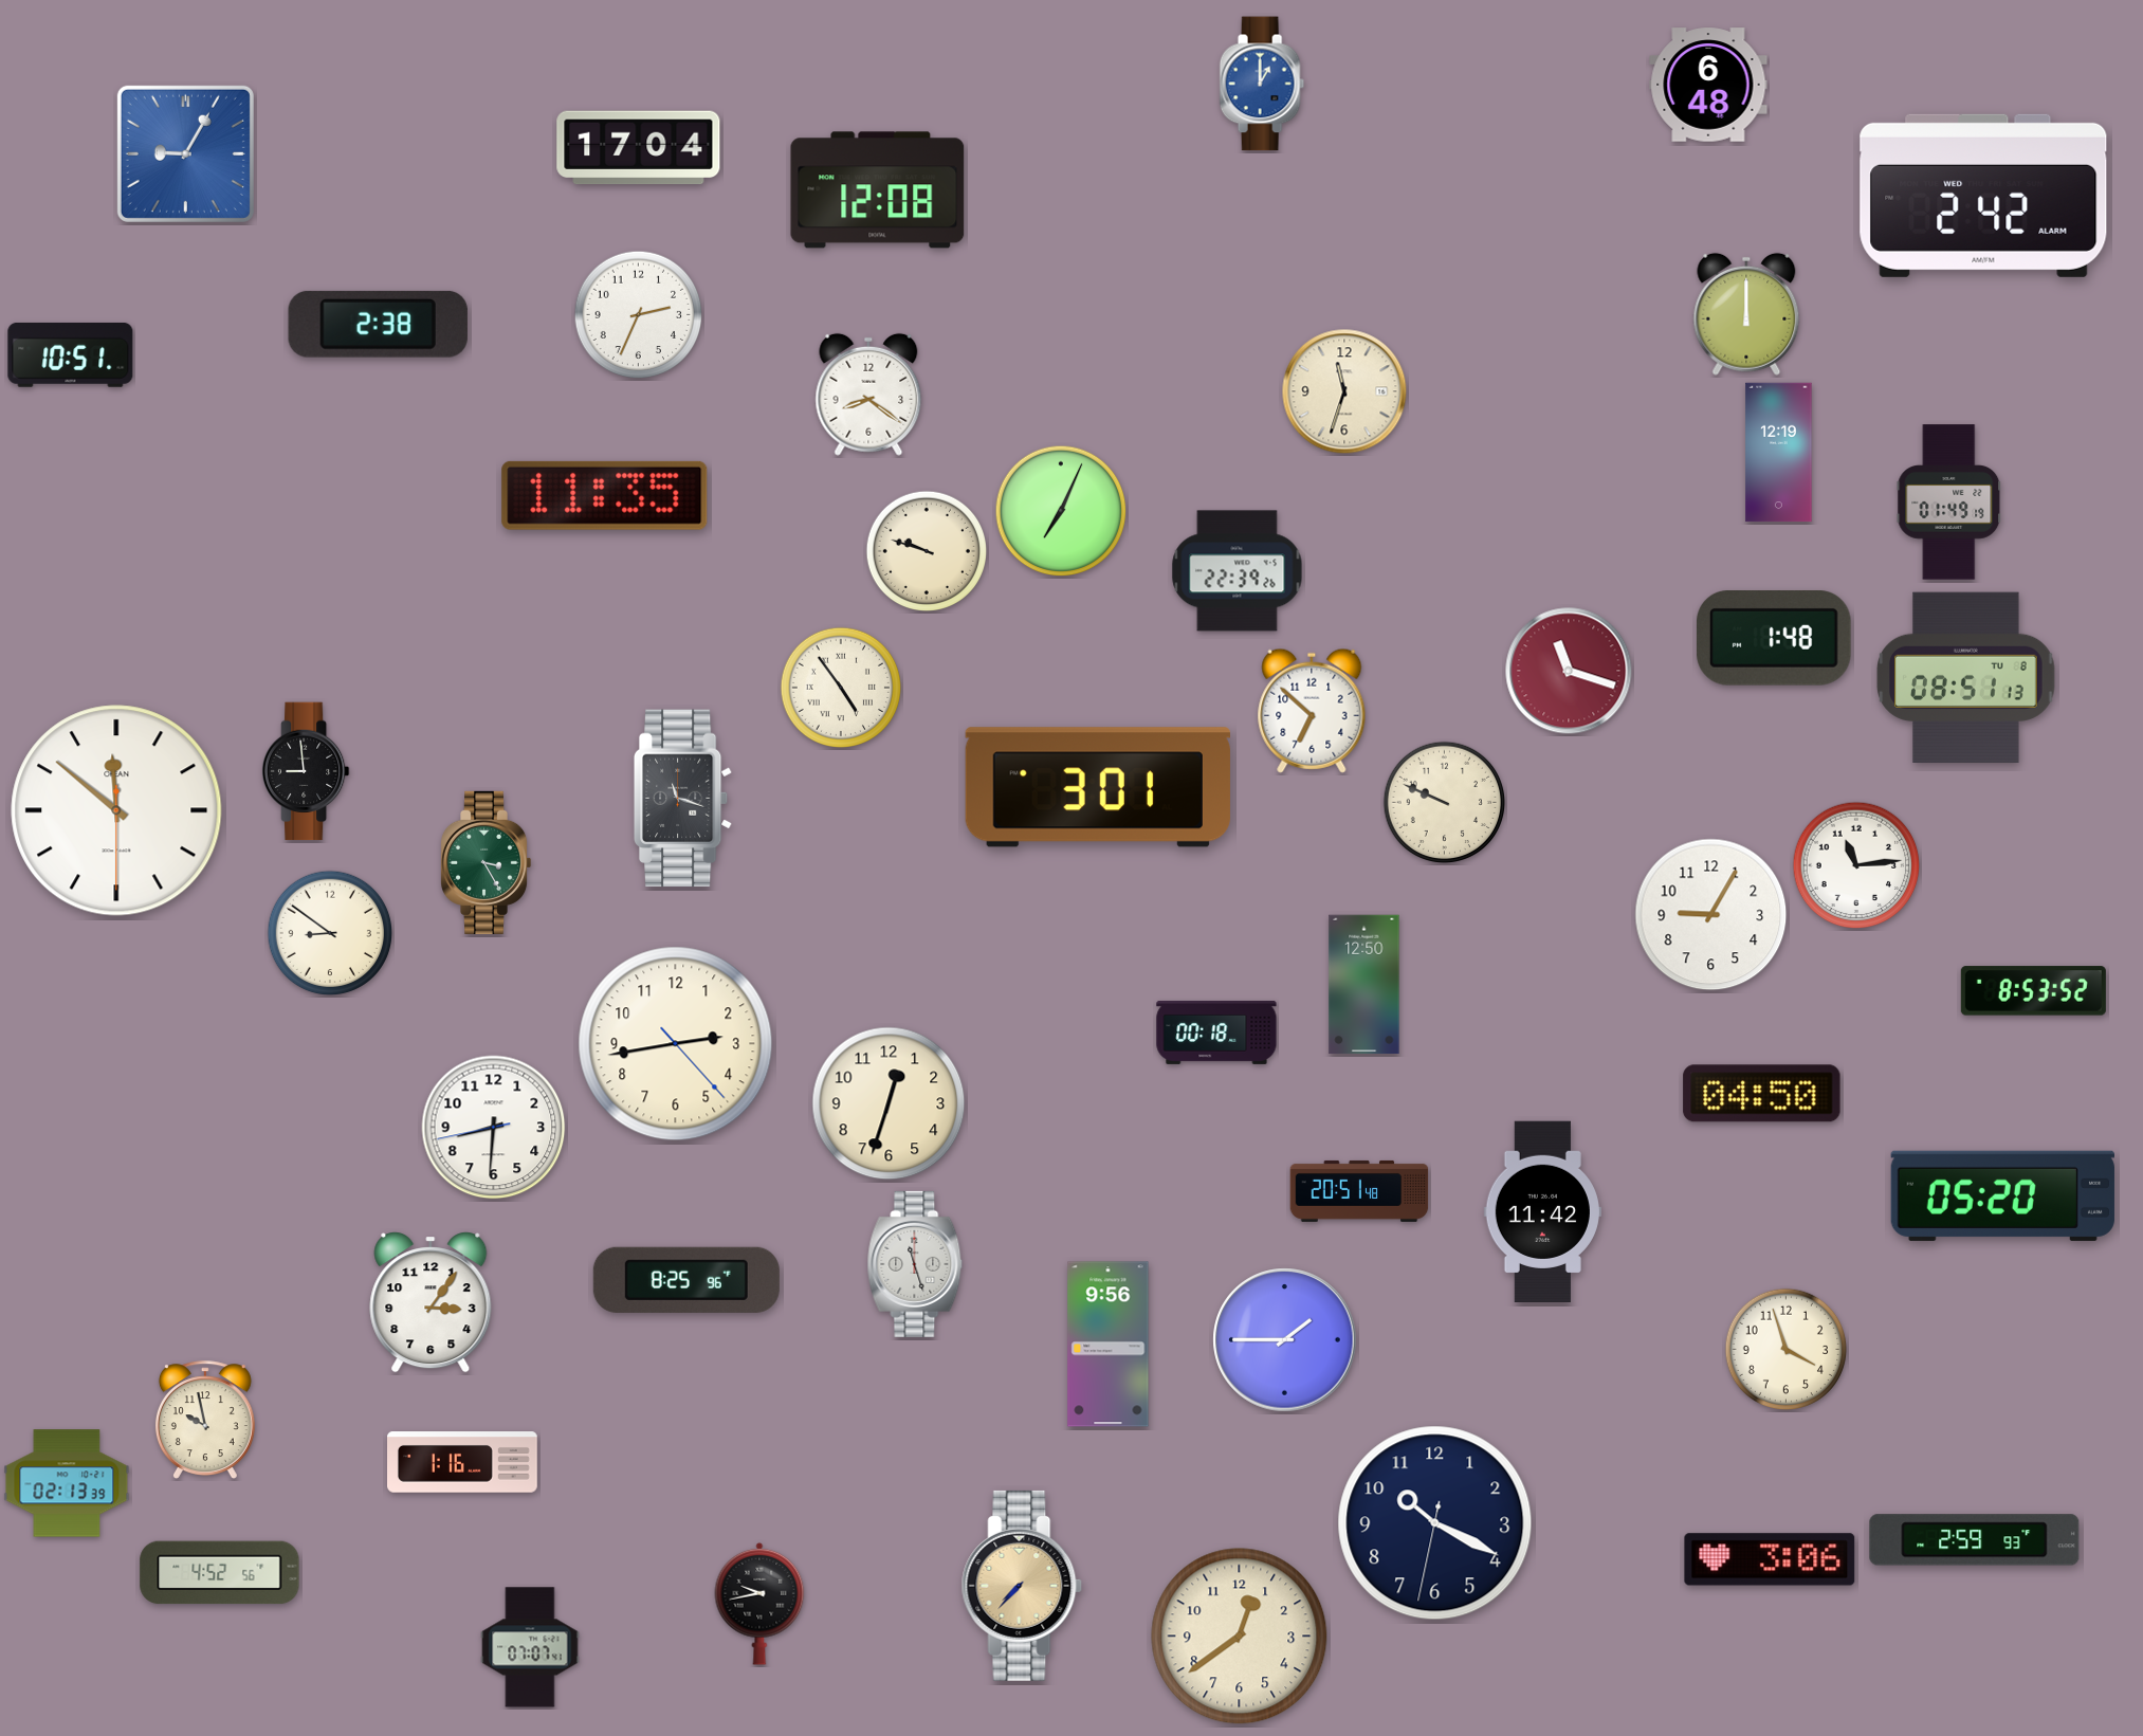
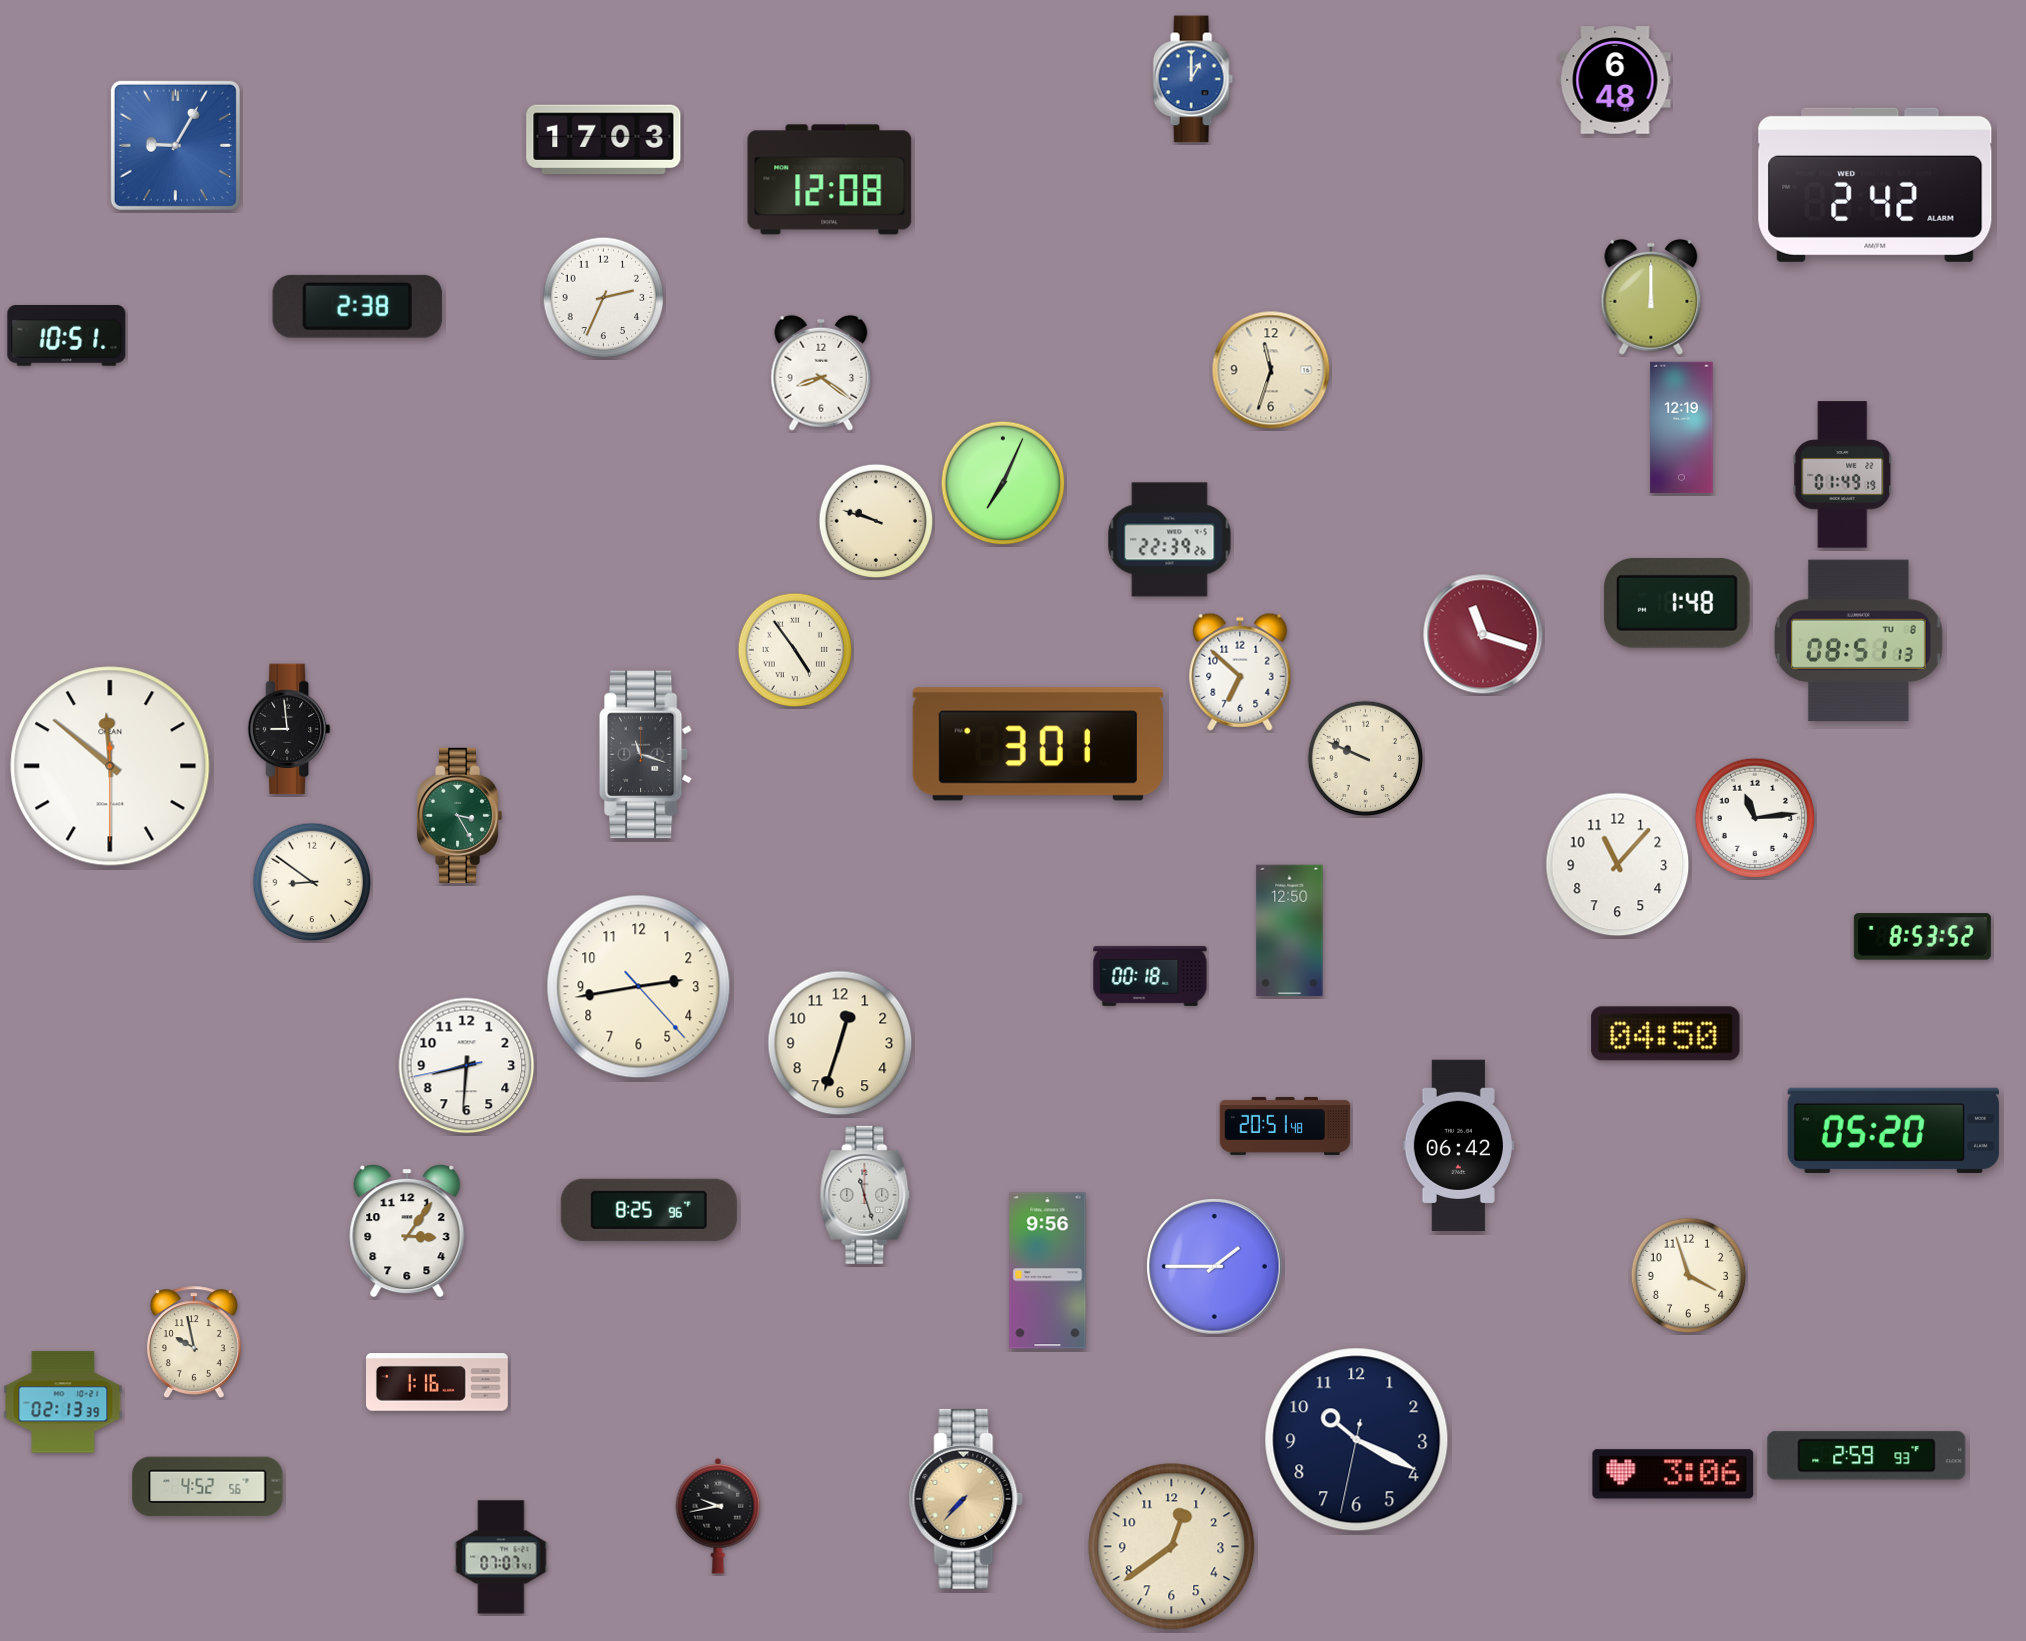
clock at (639, 148): 17:04 -> 17:03
clock at (605, 495): 11:35 -> none
clock at (1711, 915): 9:05 -> 11:07
clock at (1542, 1211): 11:42 -> 06:42
